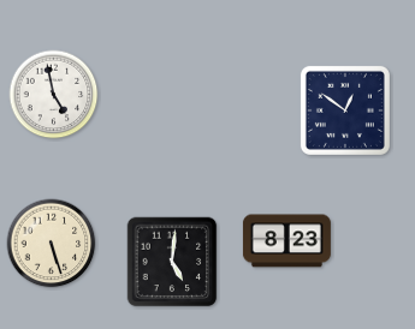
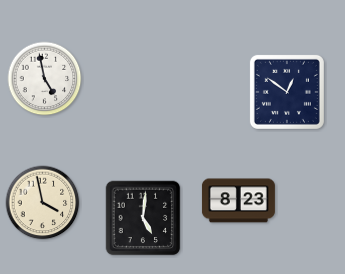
clock at (52, 244): 5:27 -> 3:58
